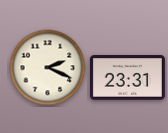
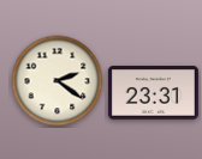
clock at (48, 68): 2:19 -> 2:21
